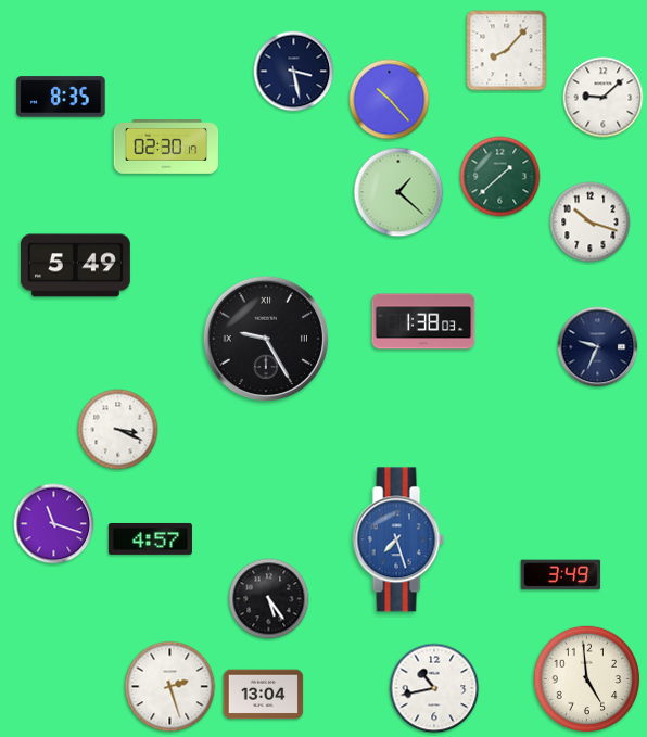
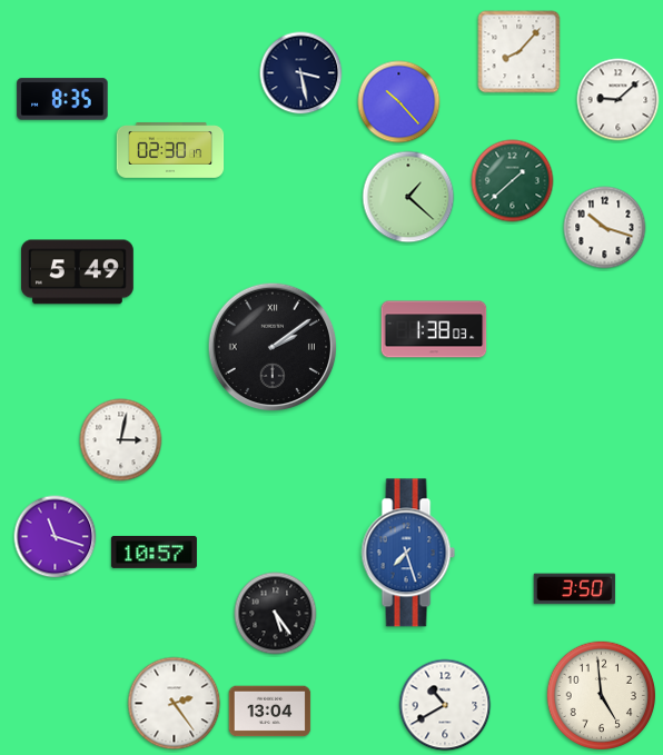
clock at (266, 339): 9:25 -> 2:09
clock at (598, 347): 9:34 -> none
clock at (118, 430): 3:19 -> 3:02
clock at (150, 538): 4:57 -> 10:57
clock at (561, 575): 3:49 -> 3:50
clock at (170, 687): 2:27 -> 2:24
clock at (434, 688): 10:43 -> 10:40
